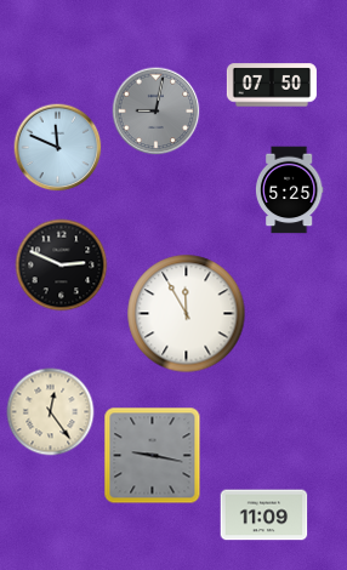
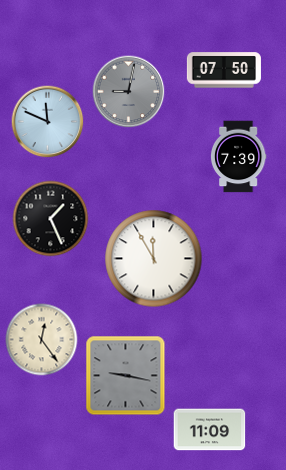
clock at (289, 190): 5:25 -> 7:39
clock at (62, 266): 2:49 -> 1:26
clock at (264, 515) position: (264, 515) -> (210, 430)
